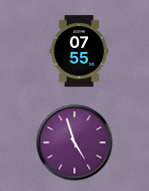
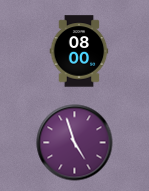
clock at (79, 51): 07:55 -> 08:00
